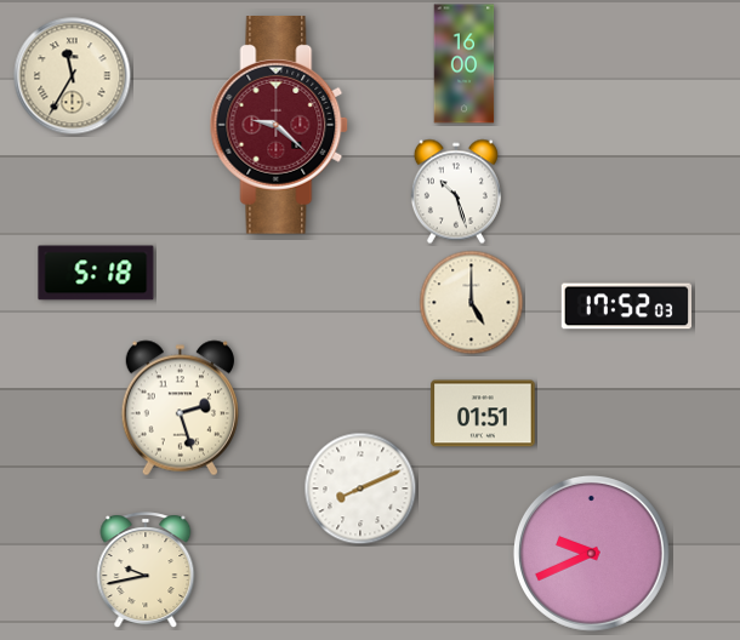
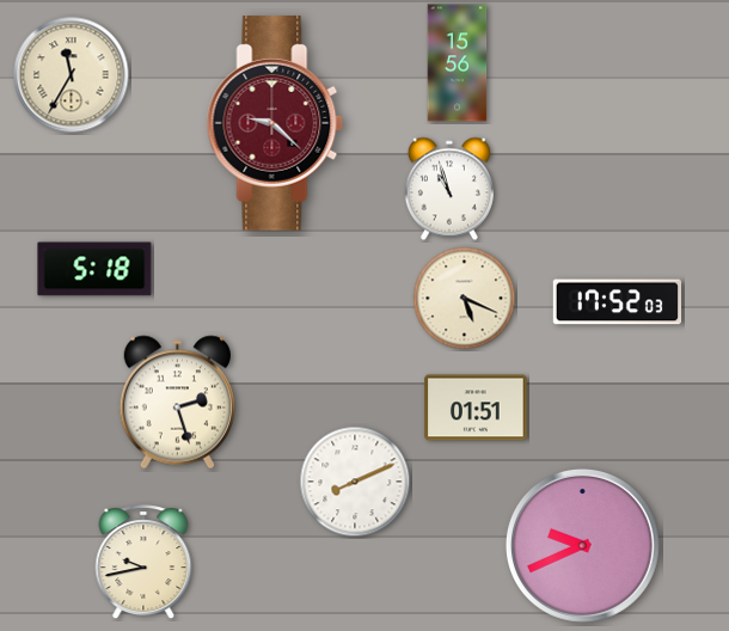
clock at (465, 64): 16:00 -> 15:56
clock at (456, 192): 10:27 -> 10:57
clock at (472, 303): 5:00 -> 5:19
